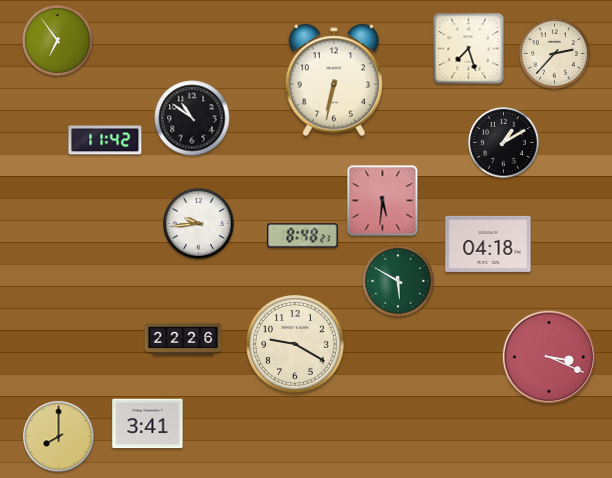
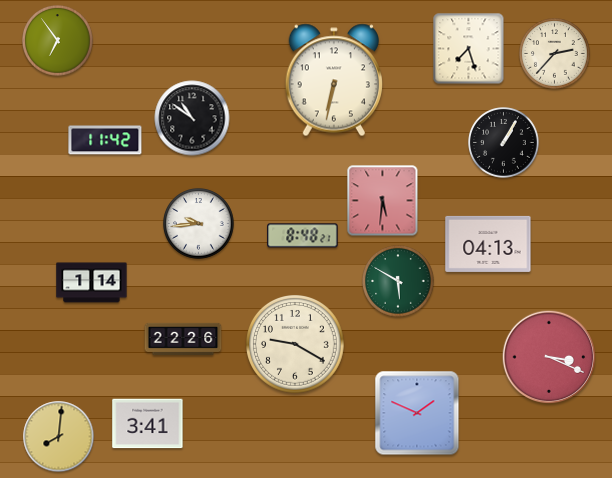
clock at (504, 143): 1:10 -> 1:05
clock at (488, 244): 04:18 -> 04:13
clock at (92, 283): none -> 1:14
clock at (417, 413): none -> 1:49
clock at (59, 437): 8:00 -> 8:01
